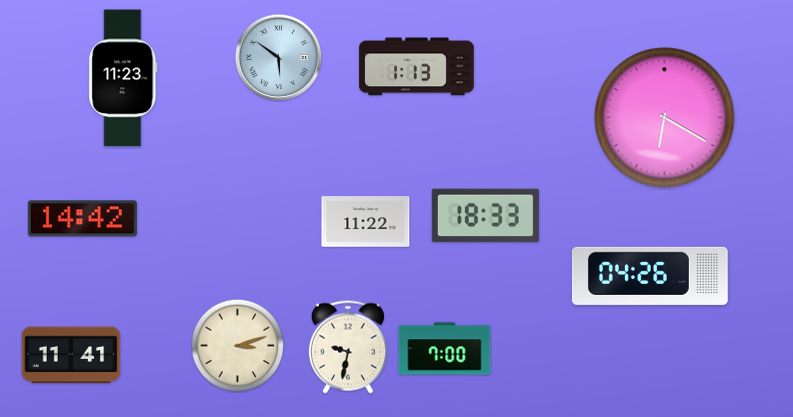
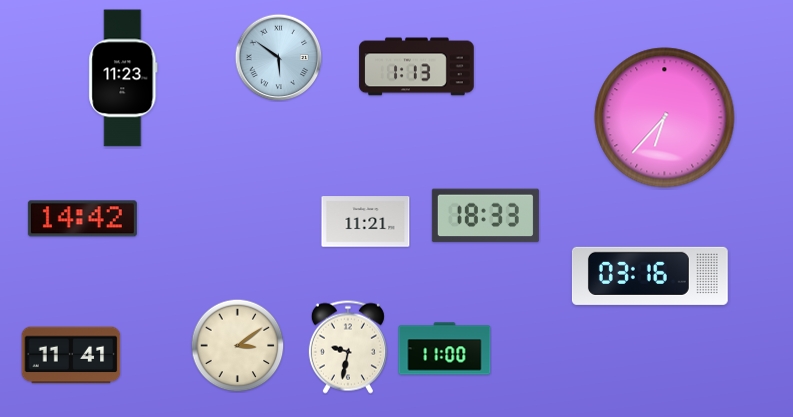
clock at (665, 118): 6:20 -> 6:37
clock at (366, 222): 11:22 -> 11:21
clock at (650, 276): 04:26 -> 03:16
clock at (237, 345): 3:12 -> 3:09
clock at (445, 349): 7:00 -> 11:00
